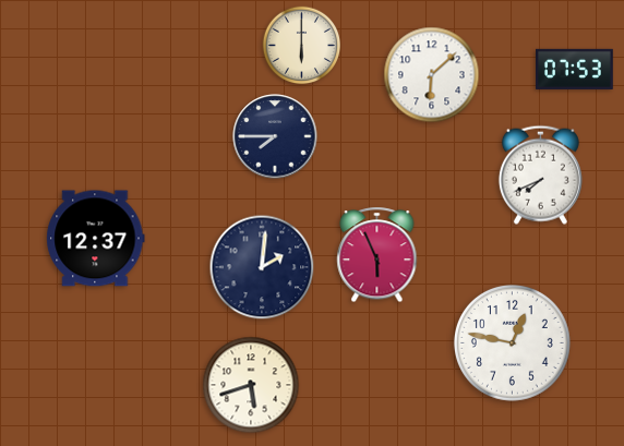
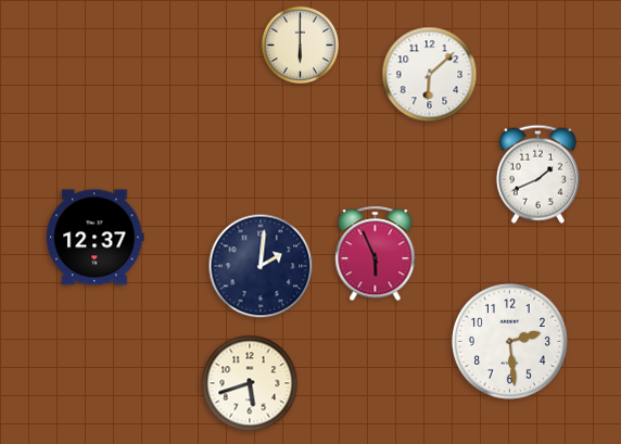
clock at (575, 69): 07:53 -> none
clock at (275, 136): 7:45 -> none
clock at (540, 174): 7:41 -> 1:41
clock at (512, 342): 12:47 -> 2:29
